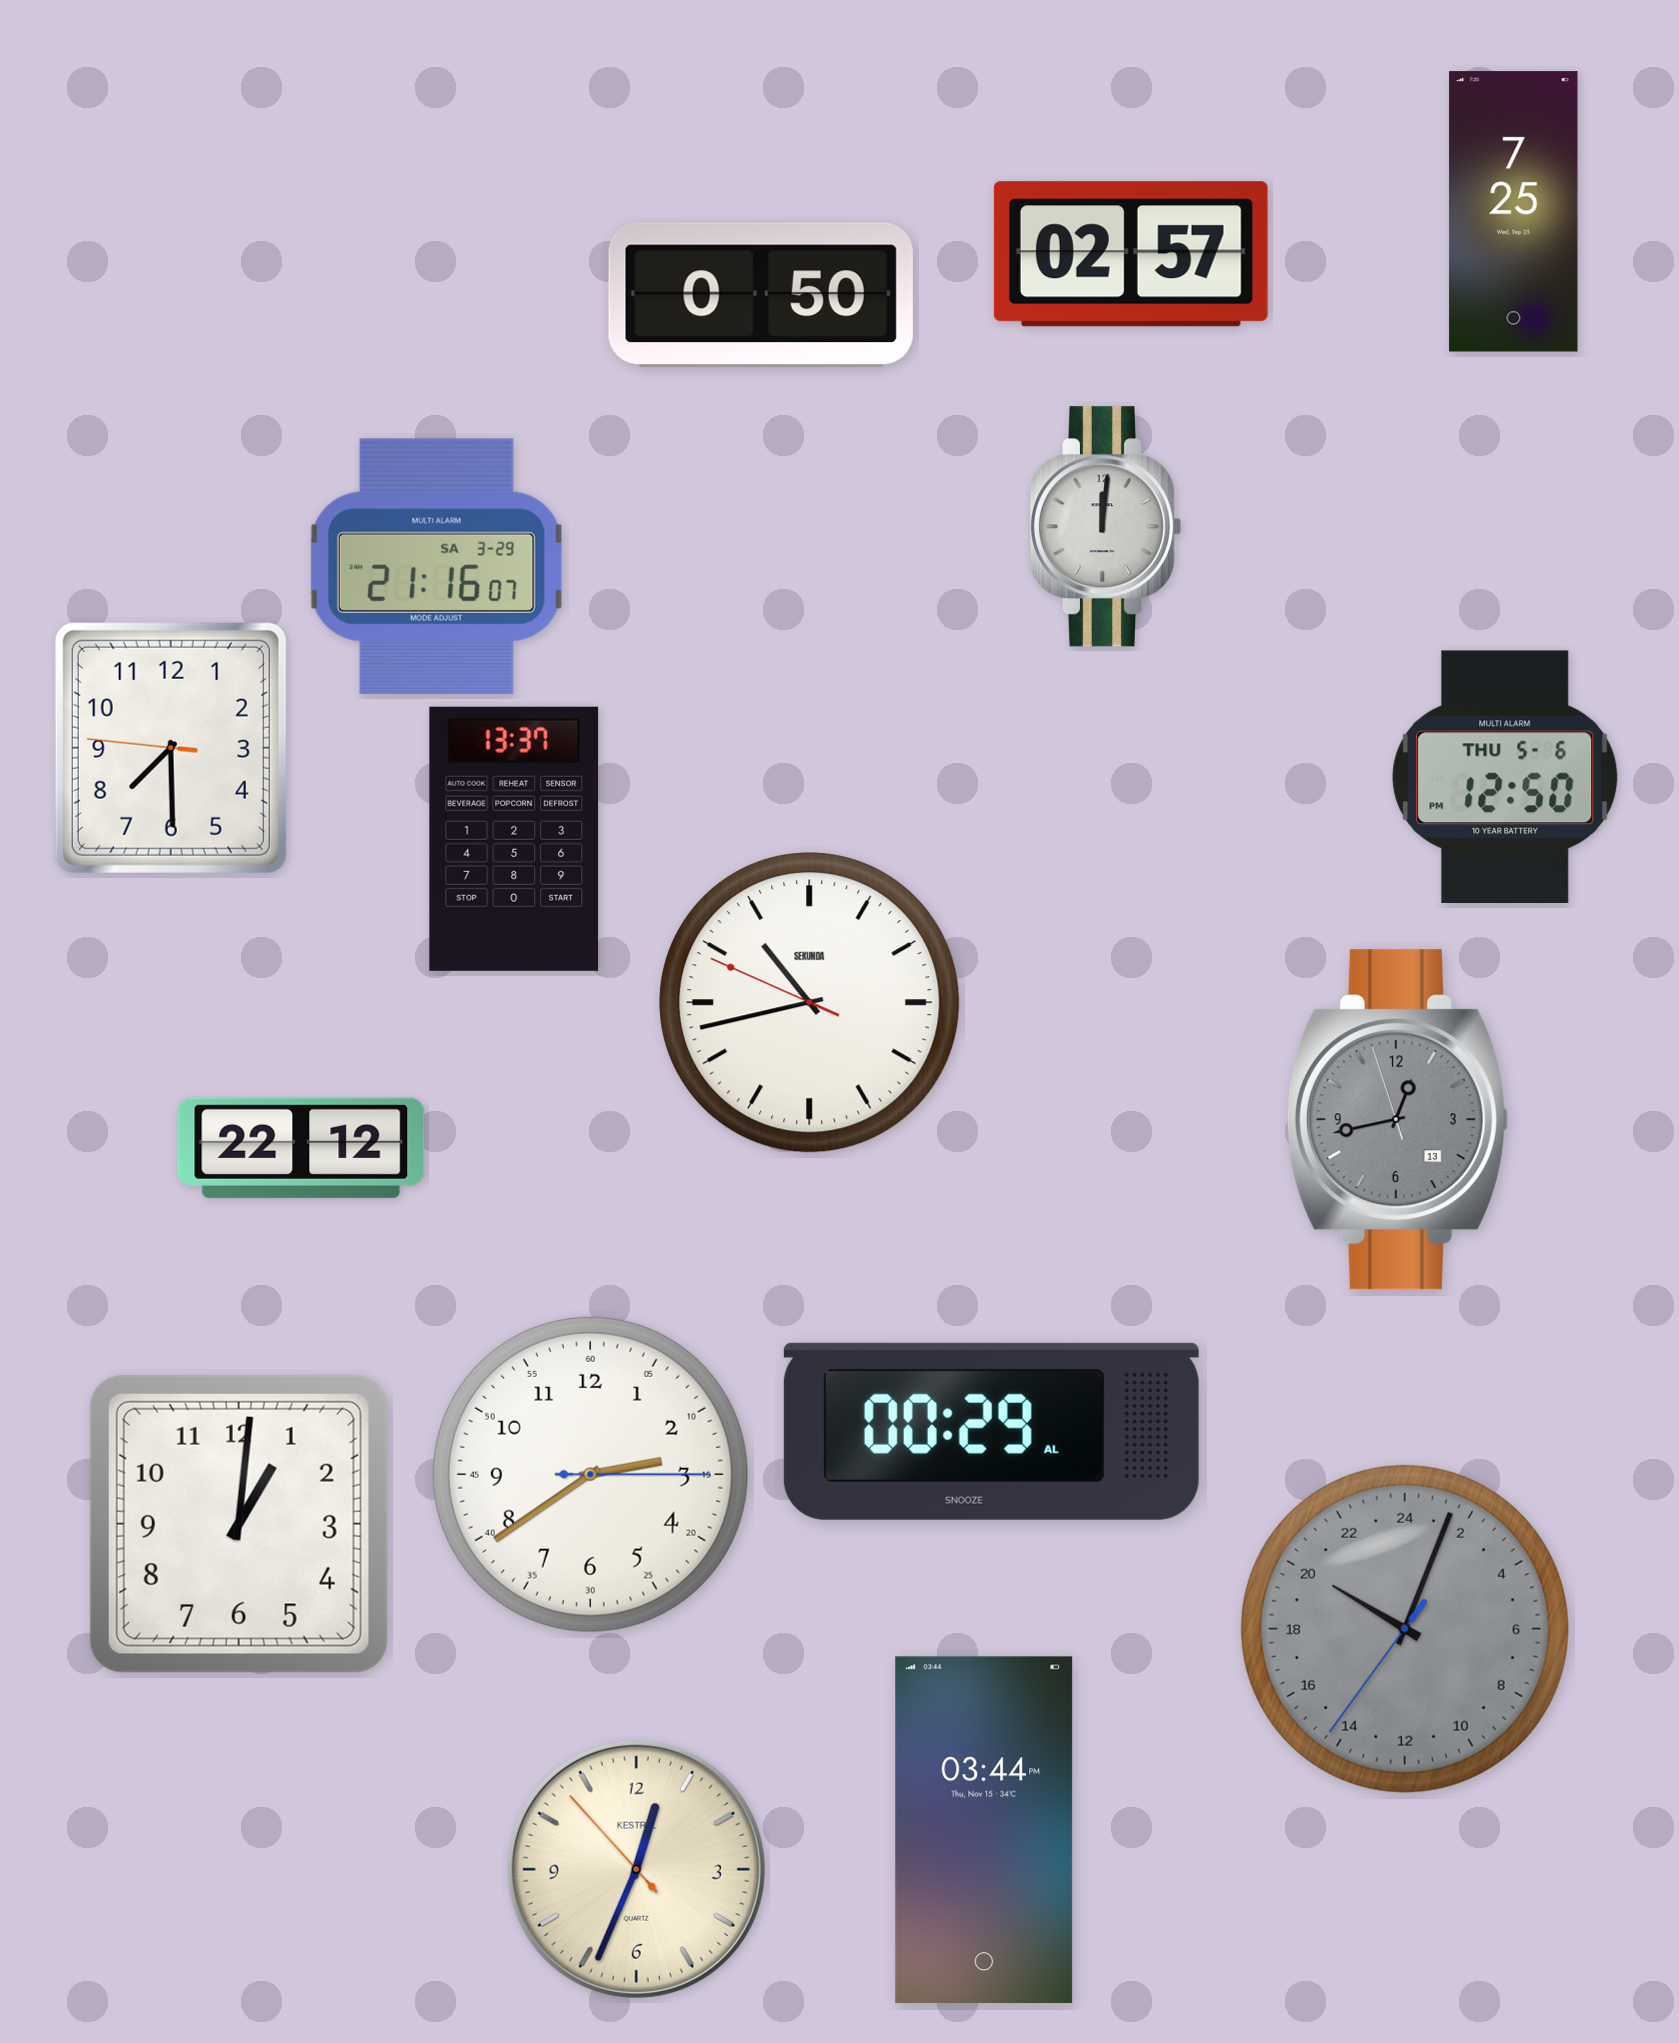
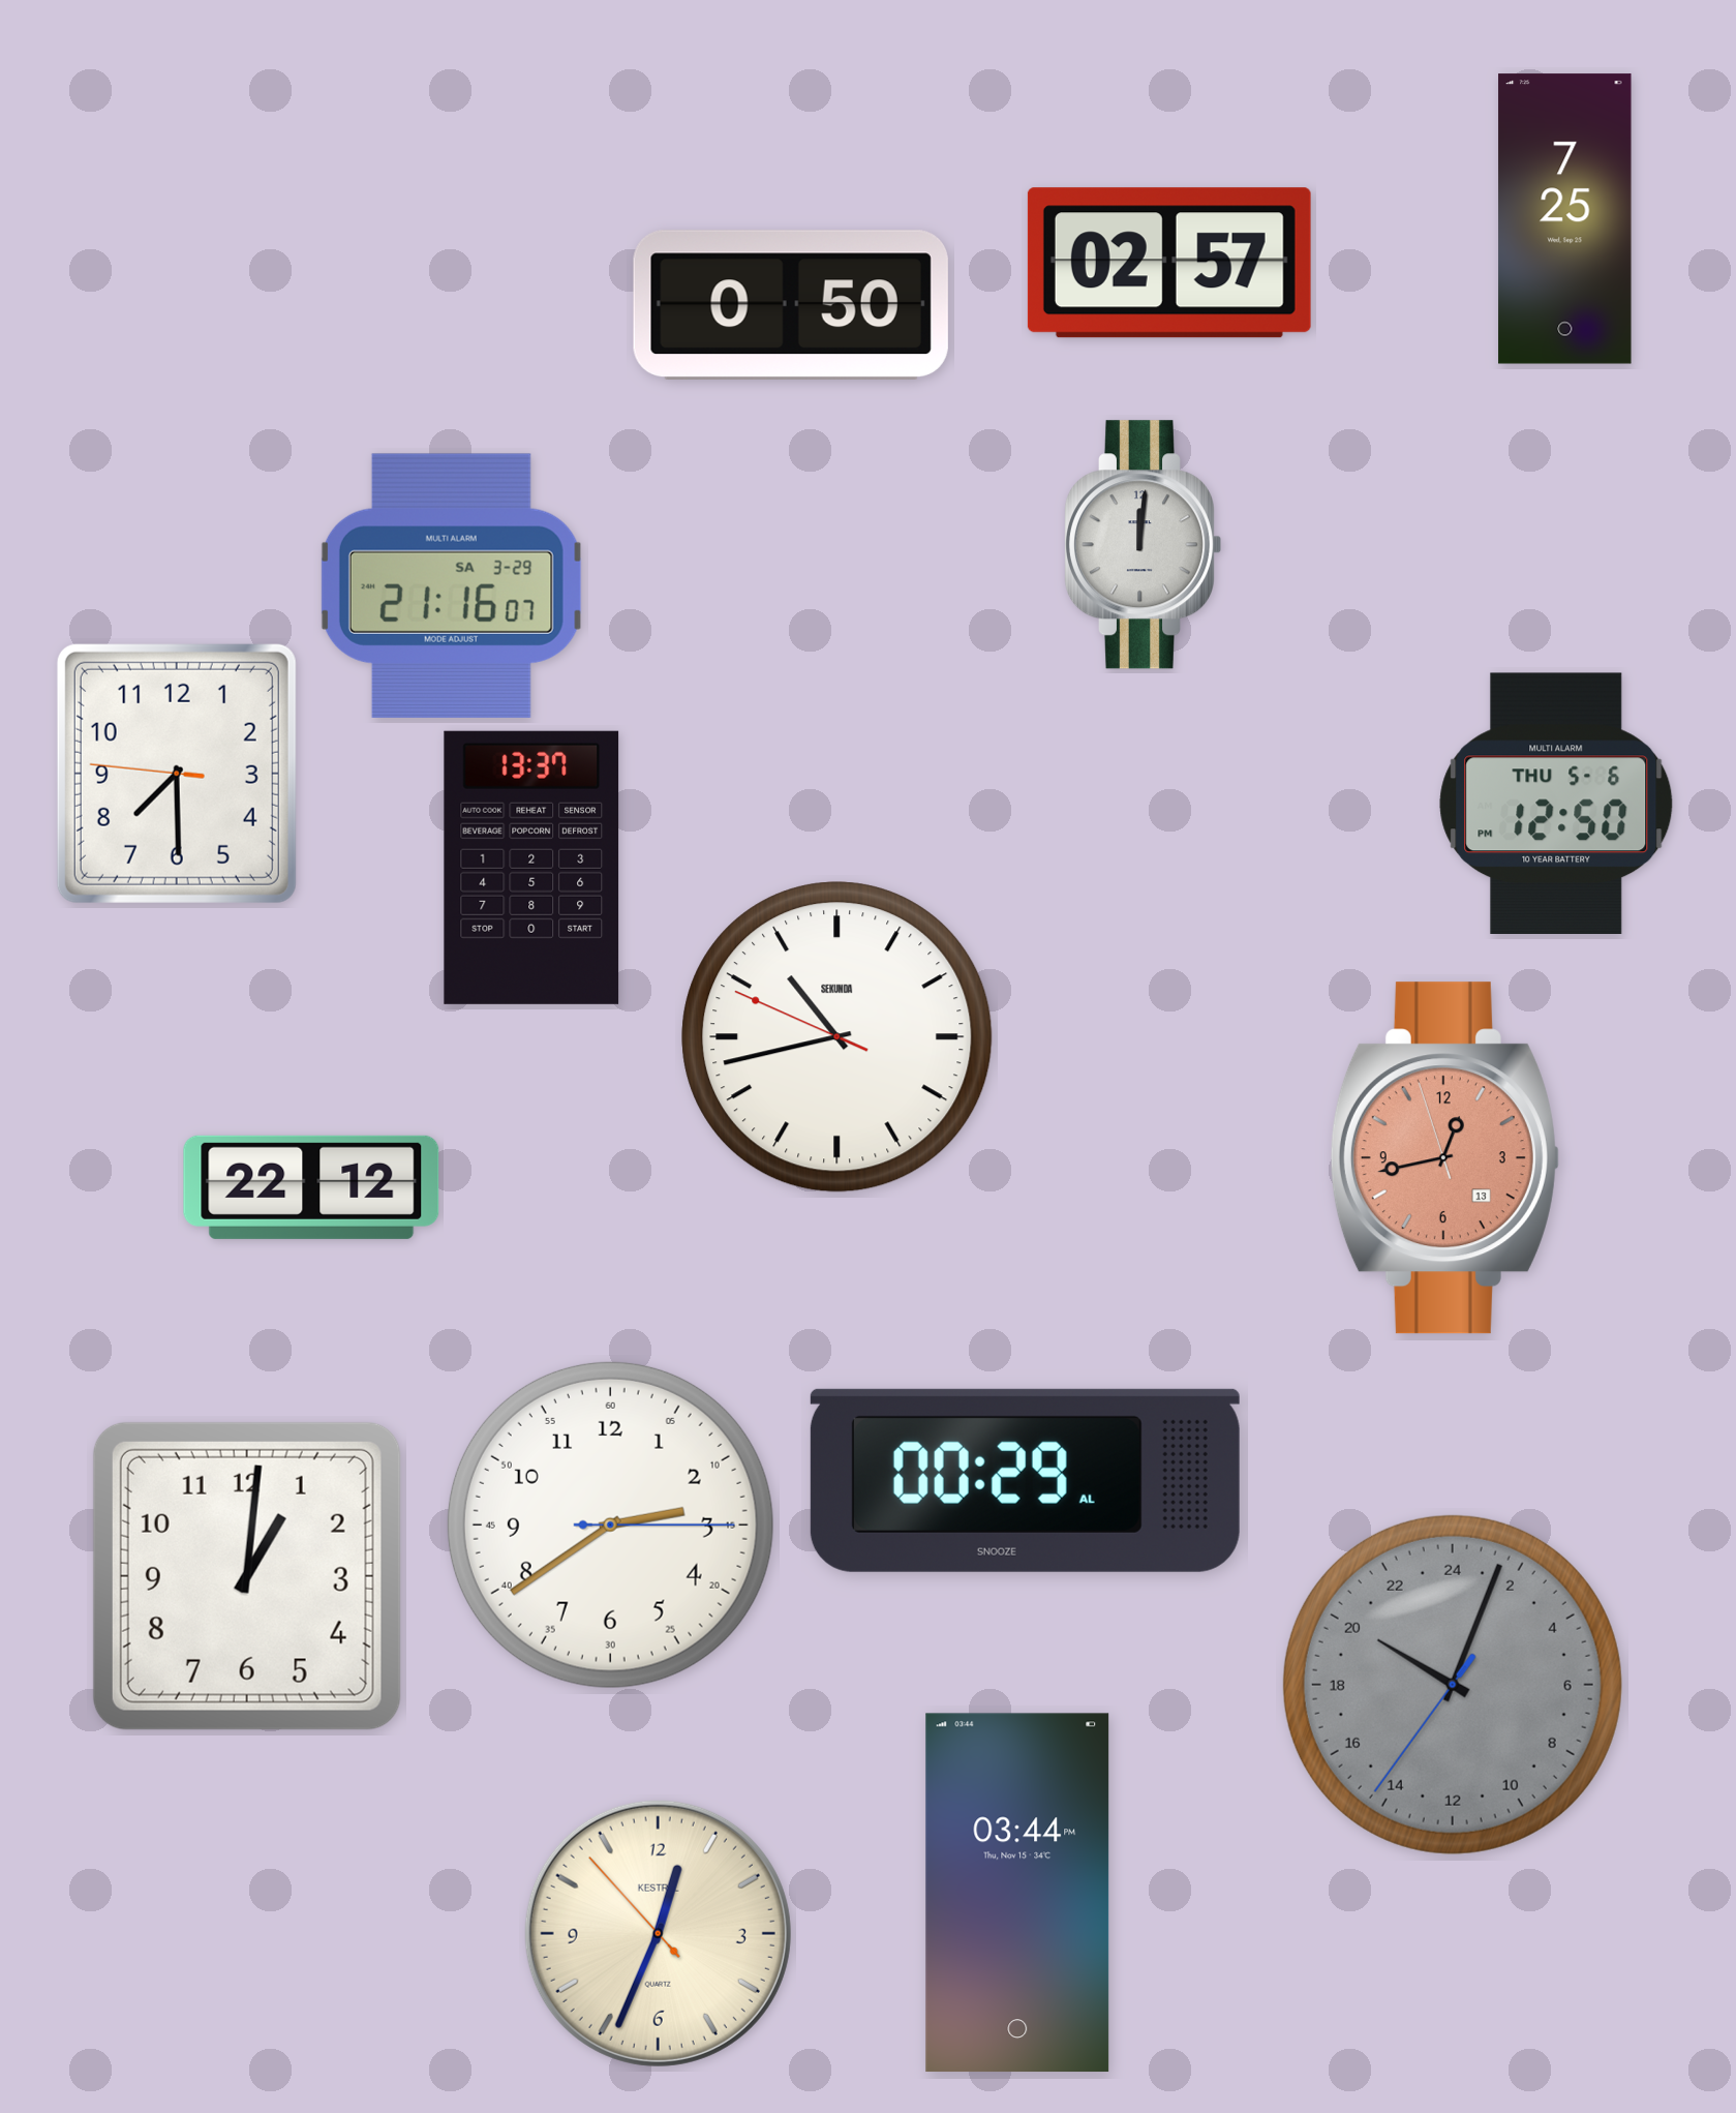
clock at (761, 294) position: (761, 294) -> (791, 304)
clock at (1397, 1120) dial: grey -> salmon
